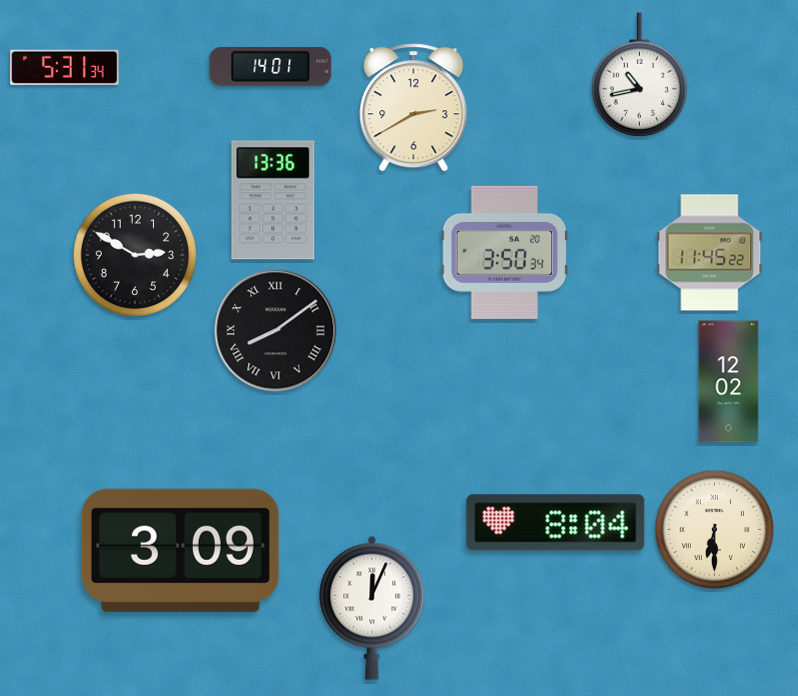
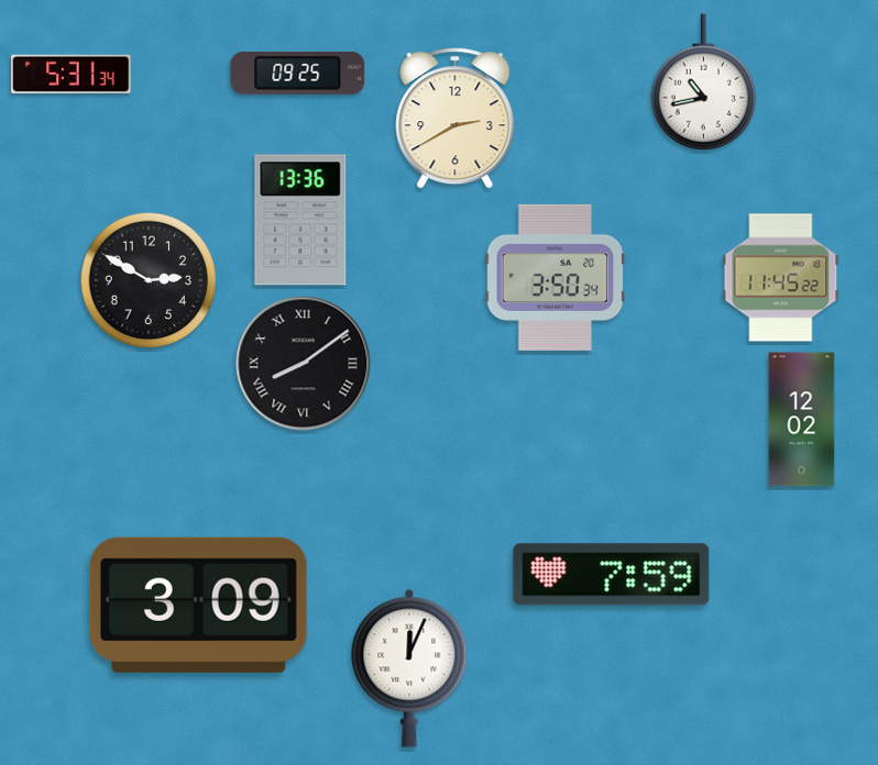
clock at (271, 66): 14:01 -> 09:25
clock at (556, 523): 8:04 -> 7:59
clock at (715, 530): 6:30 -> none
